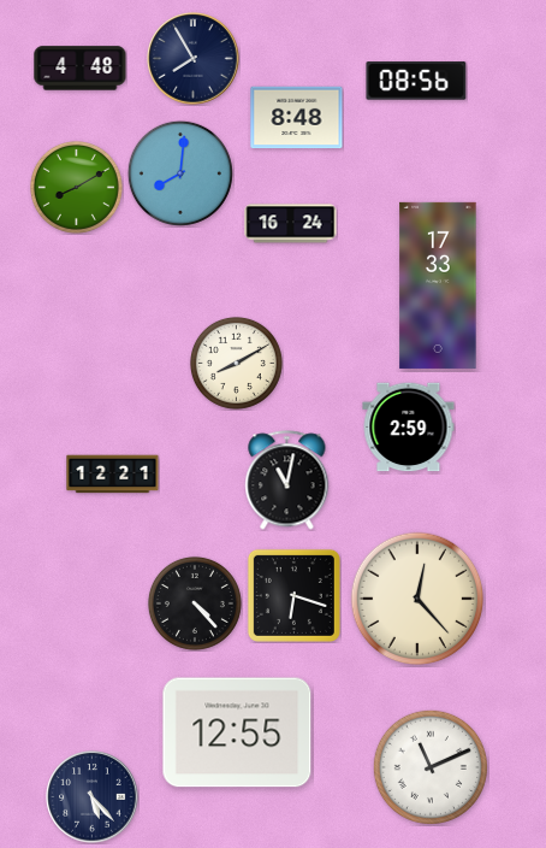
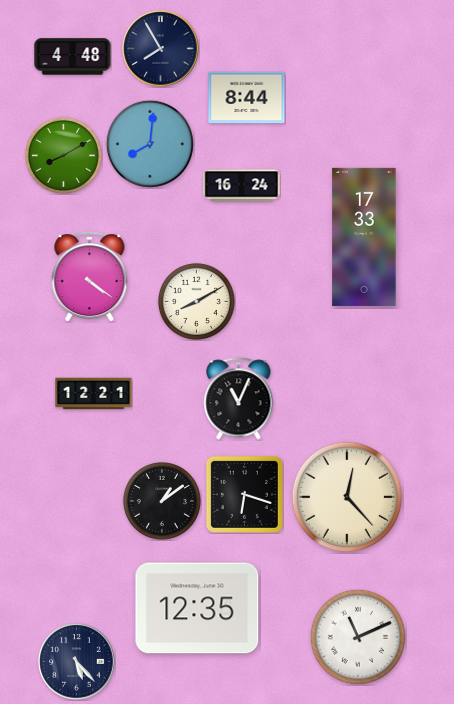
clock at (81, 69) position: (81, 69) -> (73, 57)
clock at (416, 81): 08:56 -> none
clock at (297, 118): 8:48 -> 8:44
clock at (90, 277): none -> 4:21
clock at (409, 428): 2:59 -> none
clock at (287, 481): 11:02 -> 11:04
clock at (195, 603): 4:23 -> 1:09
clock at (237, 732): 12:55 -> 12:35
